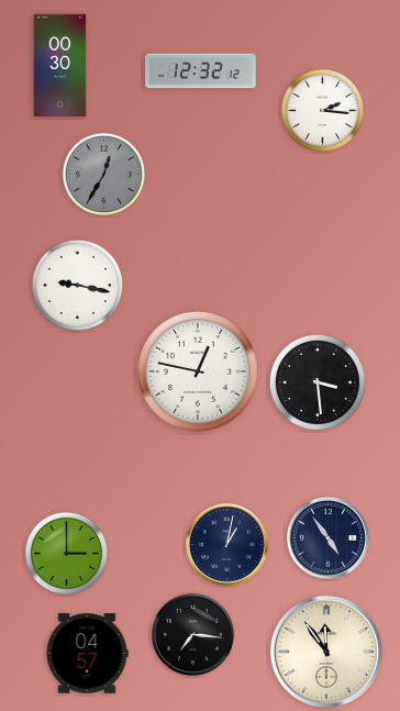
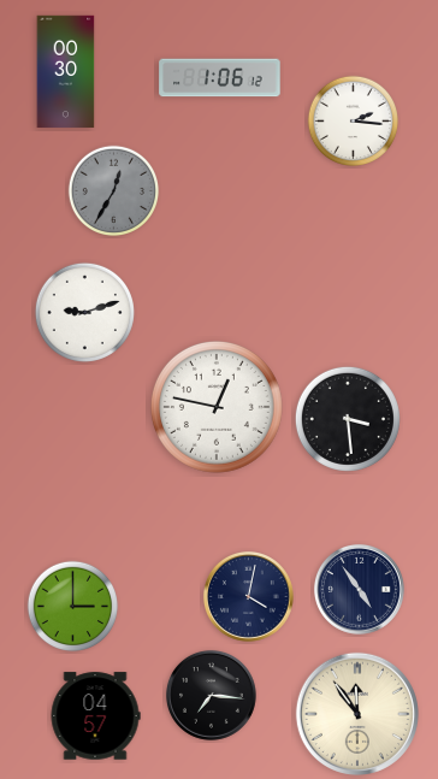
clock at (201, 71): 12:32 -> 1:06
clock at (77, 285): 9:17 -> 9:12
clock at (226, 544): 1:02 -> 4:02
